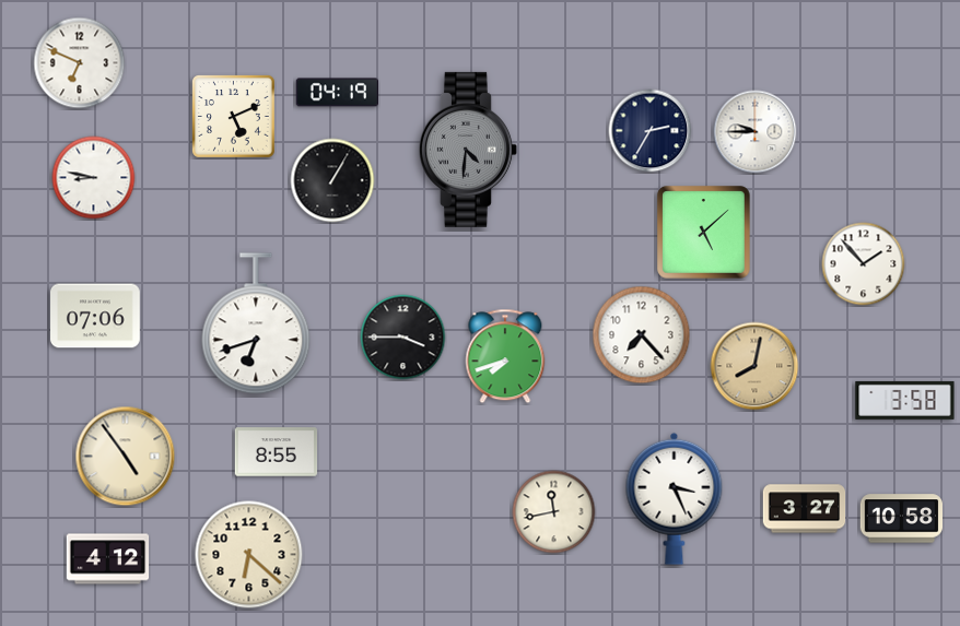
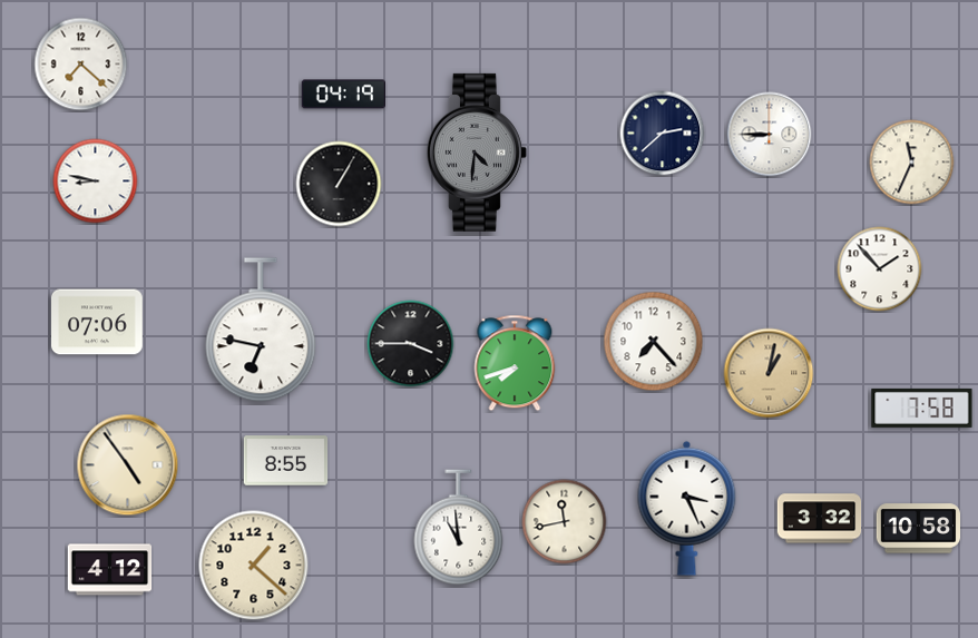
clock at (80, 63): 6:49 -> 7:22
clock at (233, 116): 5:11 -> none
clock at (651, 131): 2:35 -> 2:38
clock at (756, 132): 9:45 -> 8:45
clock at (912, 163): none -> 11:34
clock at (704, 233): 5:08 -> none
clock at (256, 323): 6:42 -> 6:47
clock at (754, 366): 8:02 -> 1:02
clock at (905, 400): 3:58 -> 7:58
clock at (277, 452) position: (277, 452) -> (286, 461)
clock at (805, 509): 3:27 -> 3:32
clock at (459, 528): none -> 10:59
clock at (249, 555): 6:22 -> 1:22
